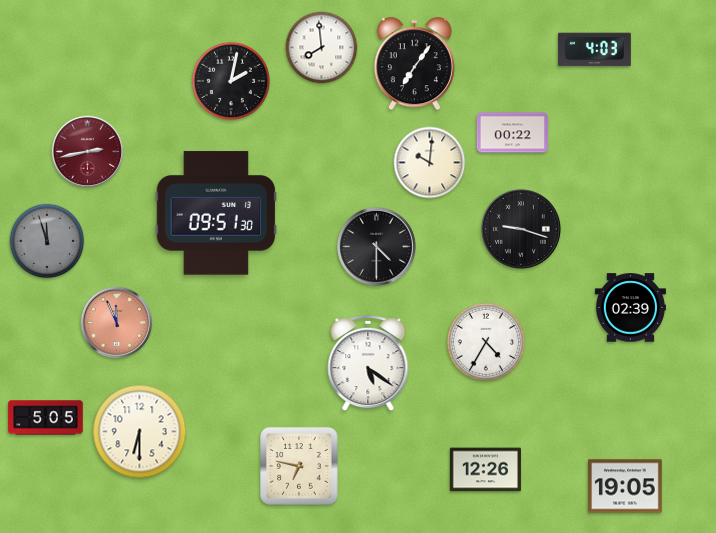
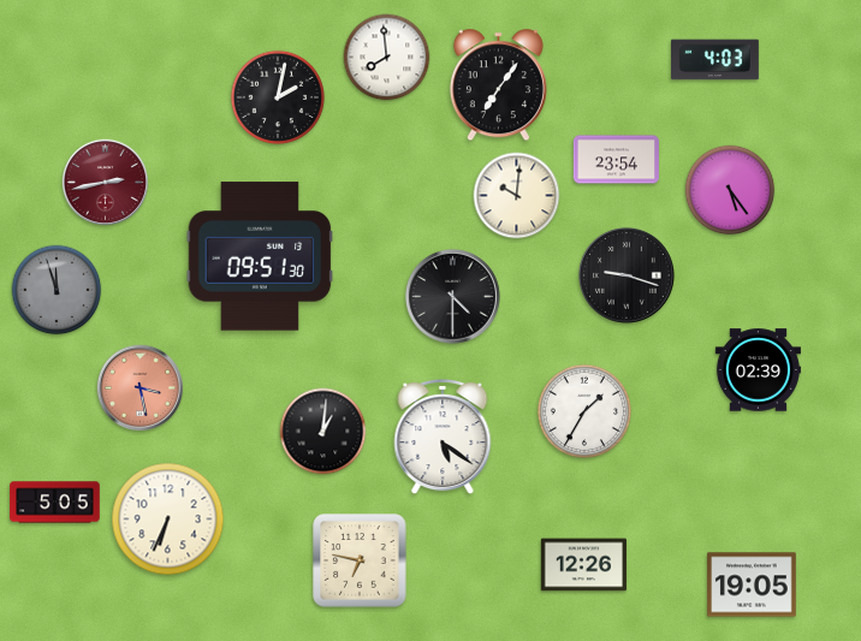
clock at (414, 64) position: (414, 64) -> (498, 85)
clock at (512, 133): 00:22 -> 23:54
clock at (730, 190): none -> 5:24
clock at (116, 322): 11:56 -> 3:28
clock at (485, 341): 4:35 -> 1:35
clock at (323, 432): none -> 1:01
clock at (140, 432): 6:30 -> 6:34
